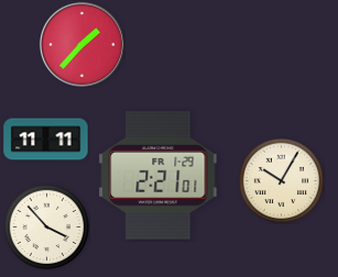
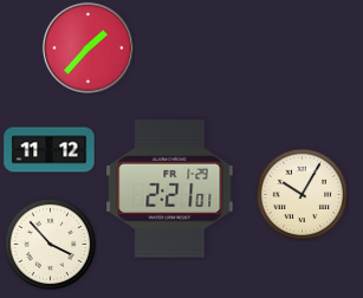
clock at (46, 140): 11:11 -> 11:12
